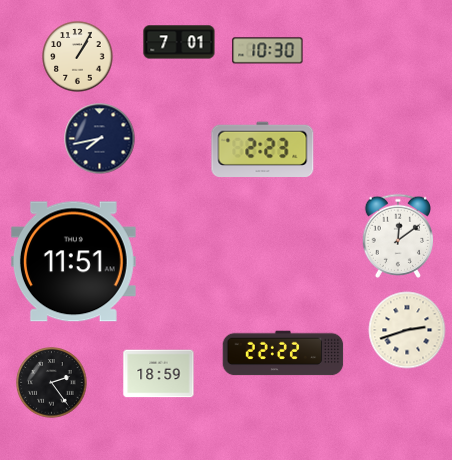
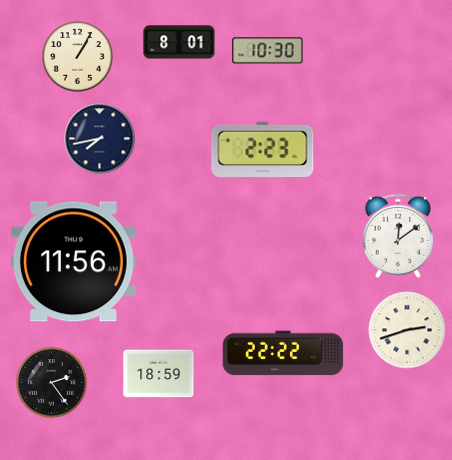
clock at (179, 42): 7:01 -> 8:01
clock at (73, 262): 11:51 -> 11:56
